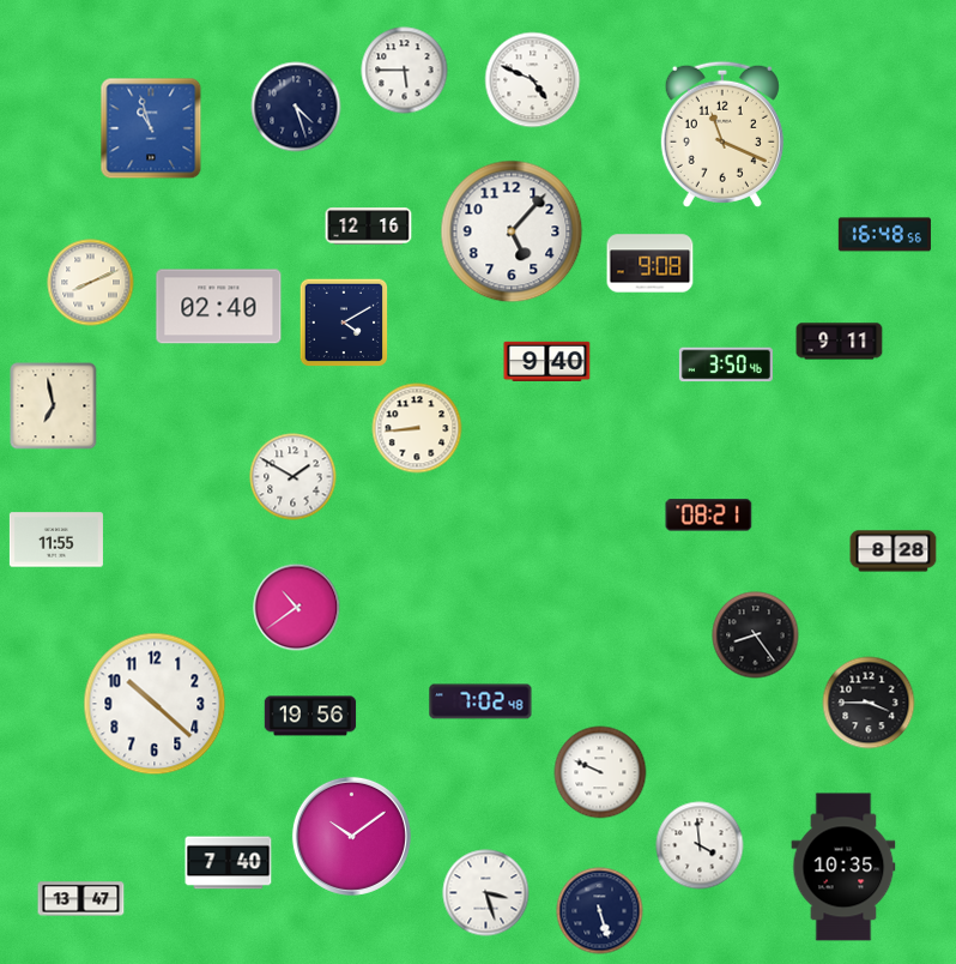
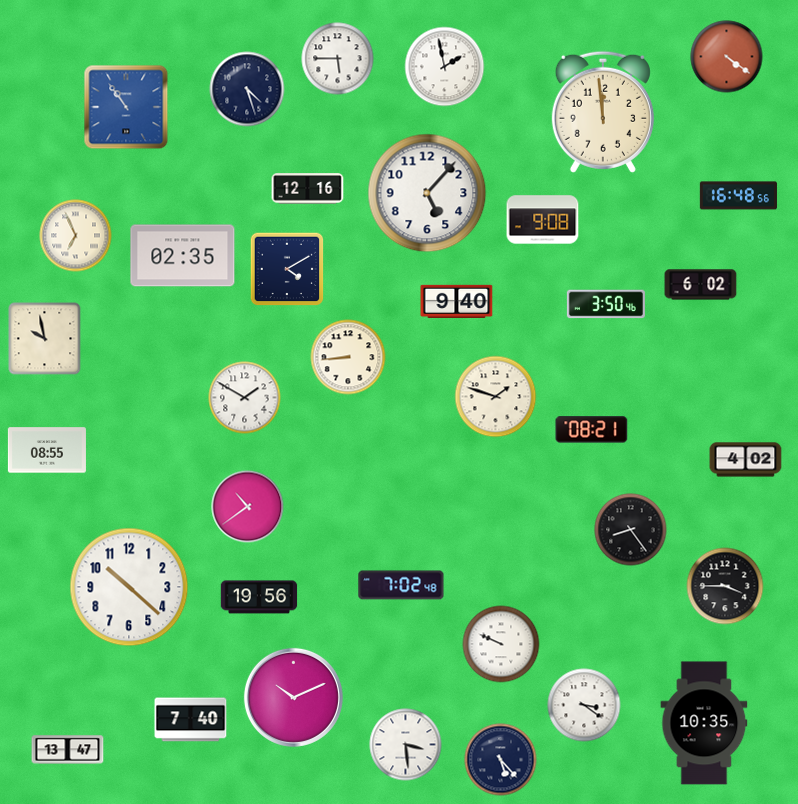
clock at (727, 57): none -> 4:21
clock at (533, 80): 4:49 -> 1:58
clock at (151, 128): 10:57 -> 10:54
clock at (722, 134): 11:19 -> 11:59
clock at (91, 283): 8:11 -> 6:56
clock at (219, 307): 02:40 -> 02:35
clock at (840, 342): 9:11 -> 6:02
clock at (54, 406): 6:58 -> 9:58
clock at (496, 397): none -> 1:48
clock at (56, 540): 11:55 -> 08:55
clock at (894, 552): 8:28 -> 4:02
clock at (351, 836): 10:09 -> 10:11
clock at (700, 845): 3:59 -> 3:21
clock at (486, 893): 3:27 -> 3:29
clock at (600, 911): 5:27 -> 5:23
